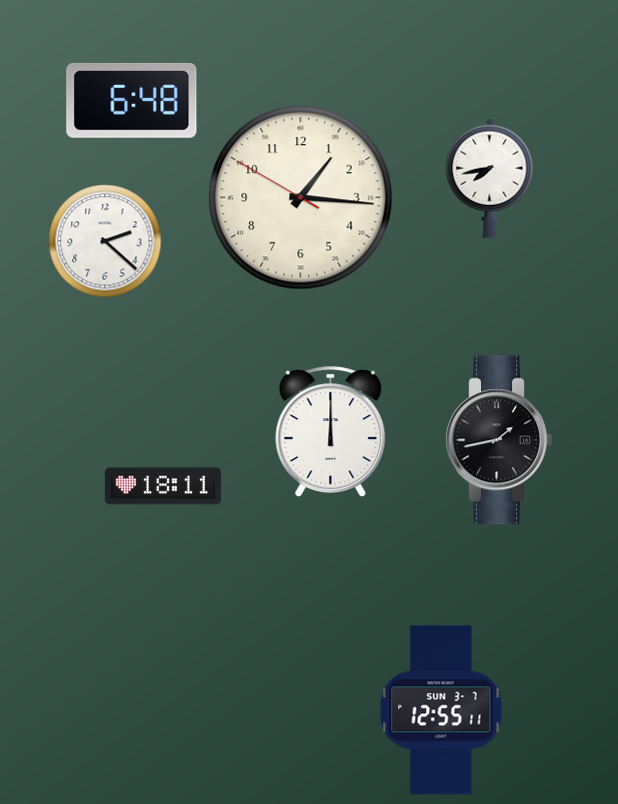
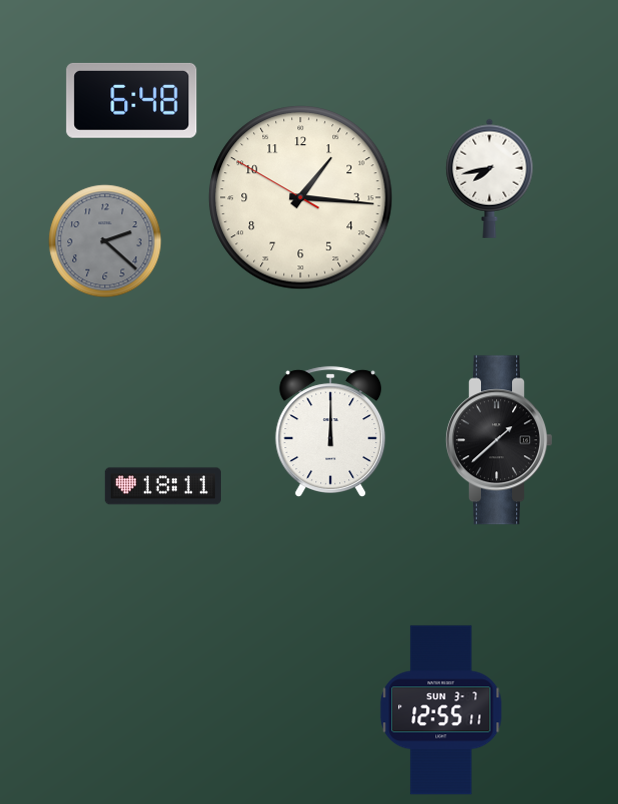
clock at (105, 241) dial: white -> grey
clock at (498, 440): 1:43 -> 1:38
